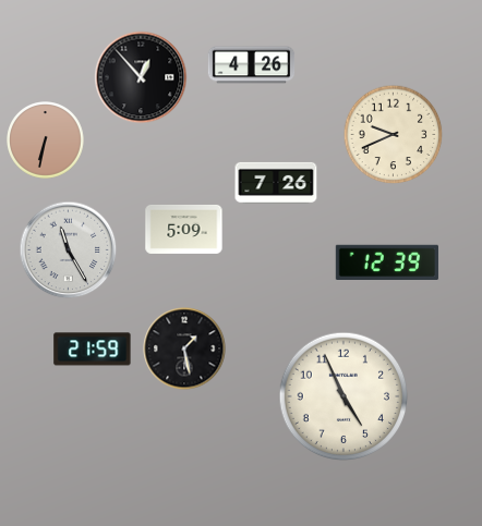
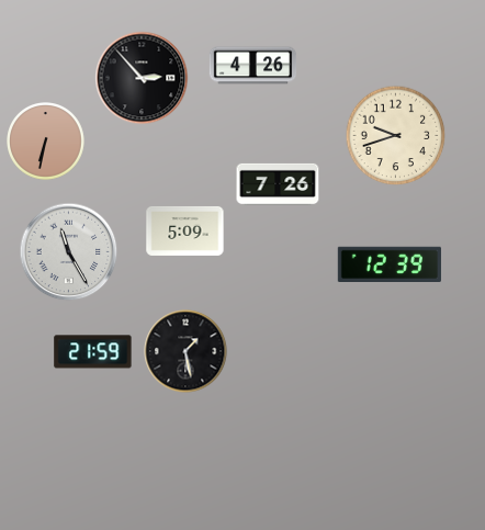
clock at (141, 77): 12:53 -> 2:53
clock at (394, 135): 9:41 -> 9:42
clock at (344, 396): 4:56 -> none
